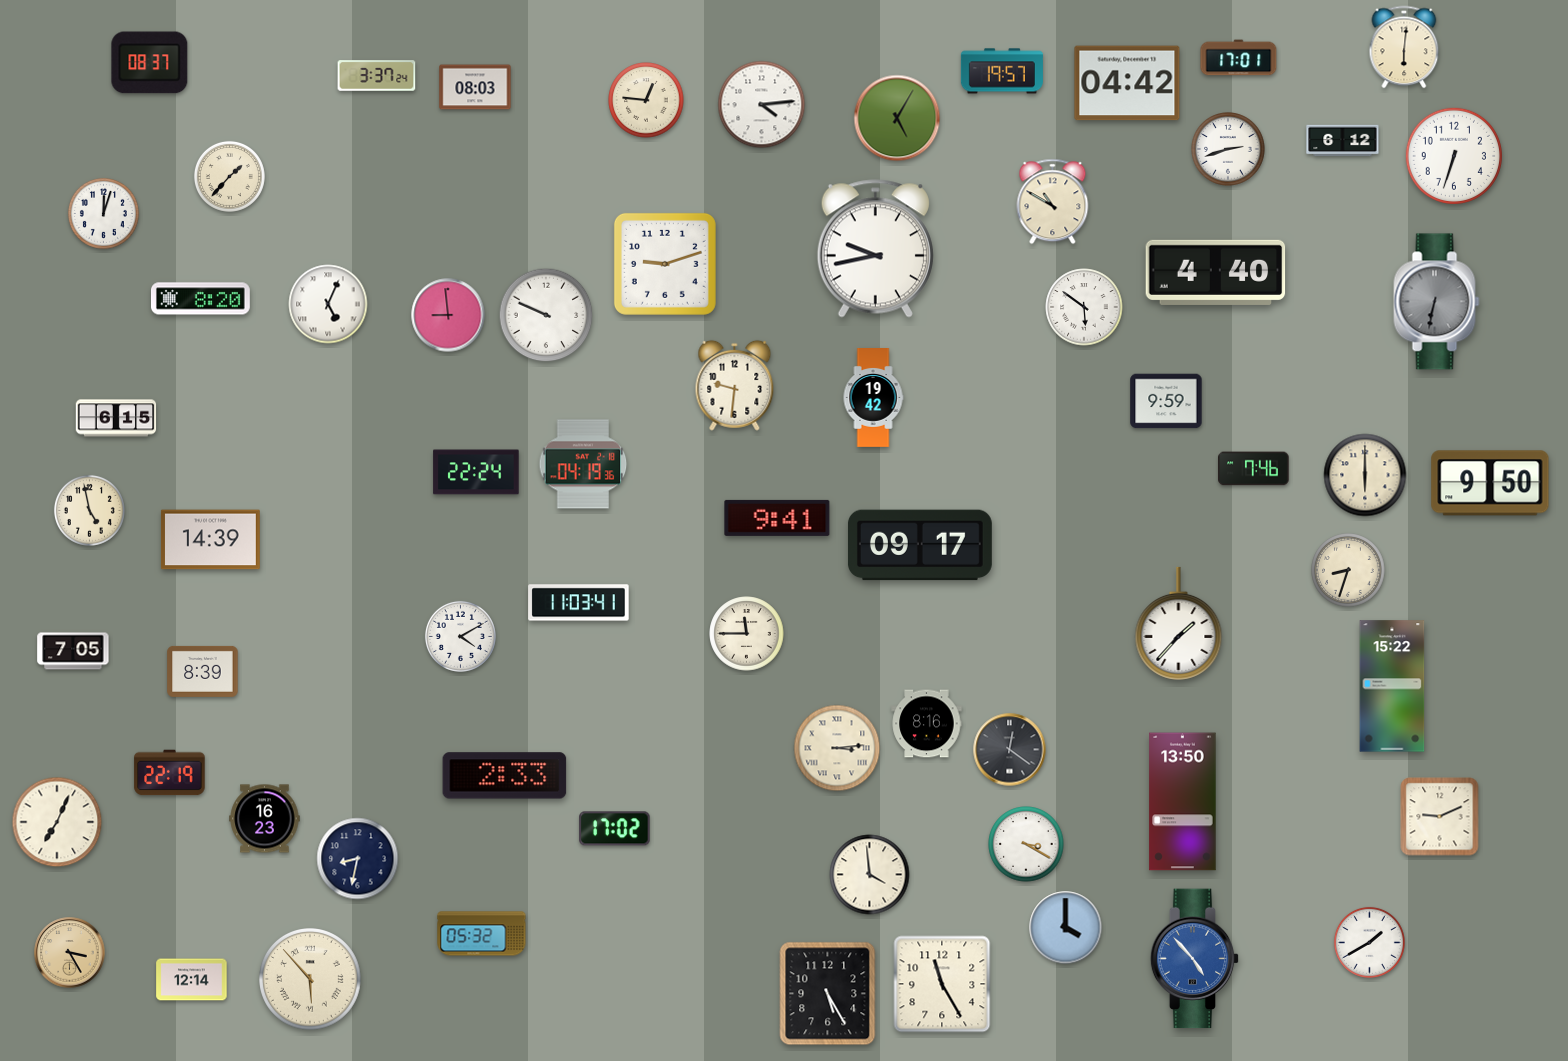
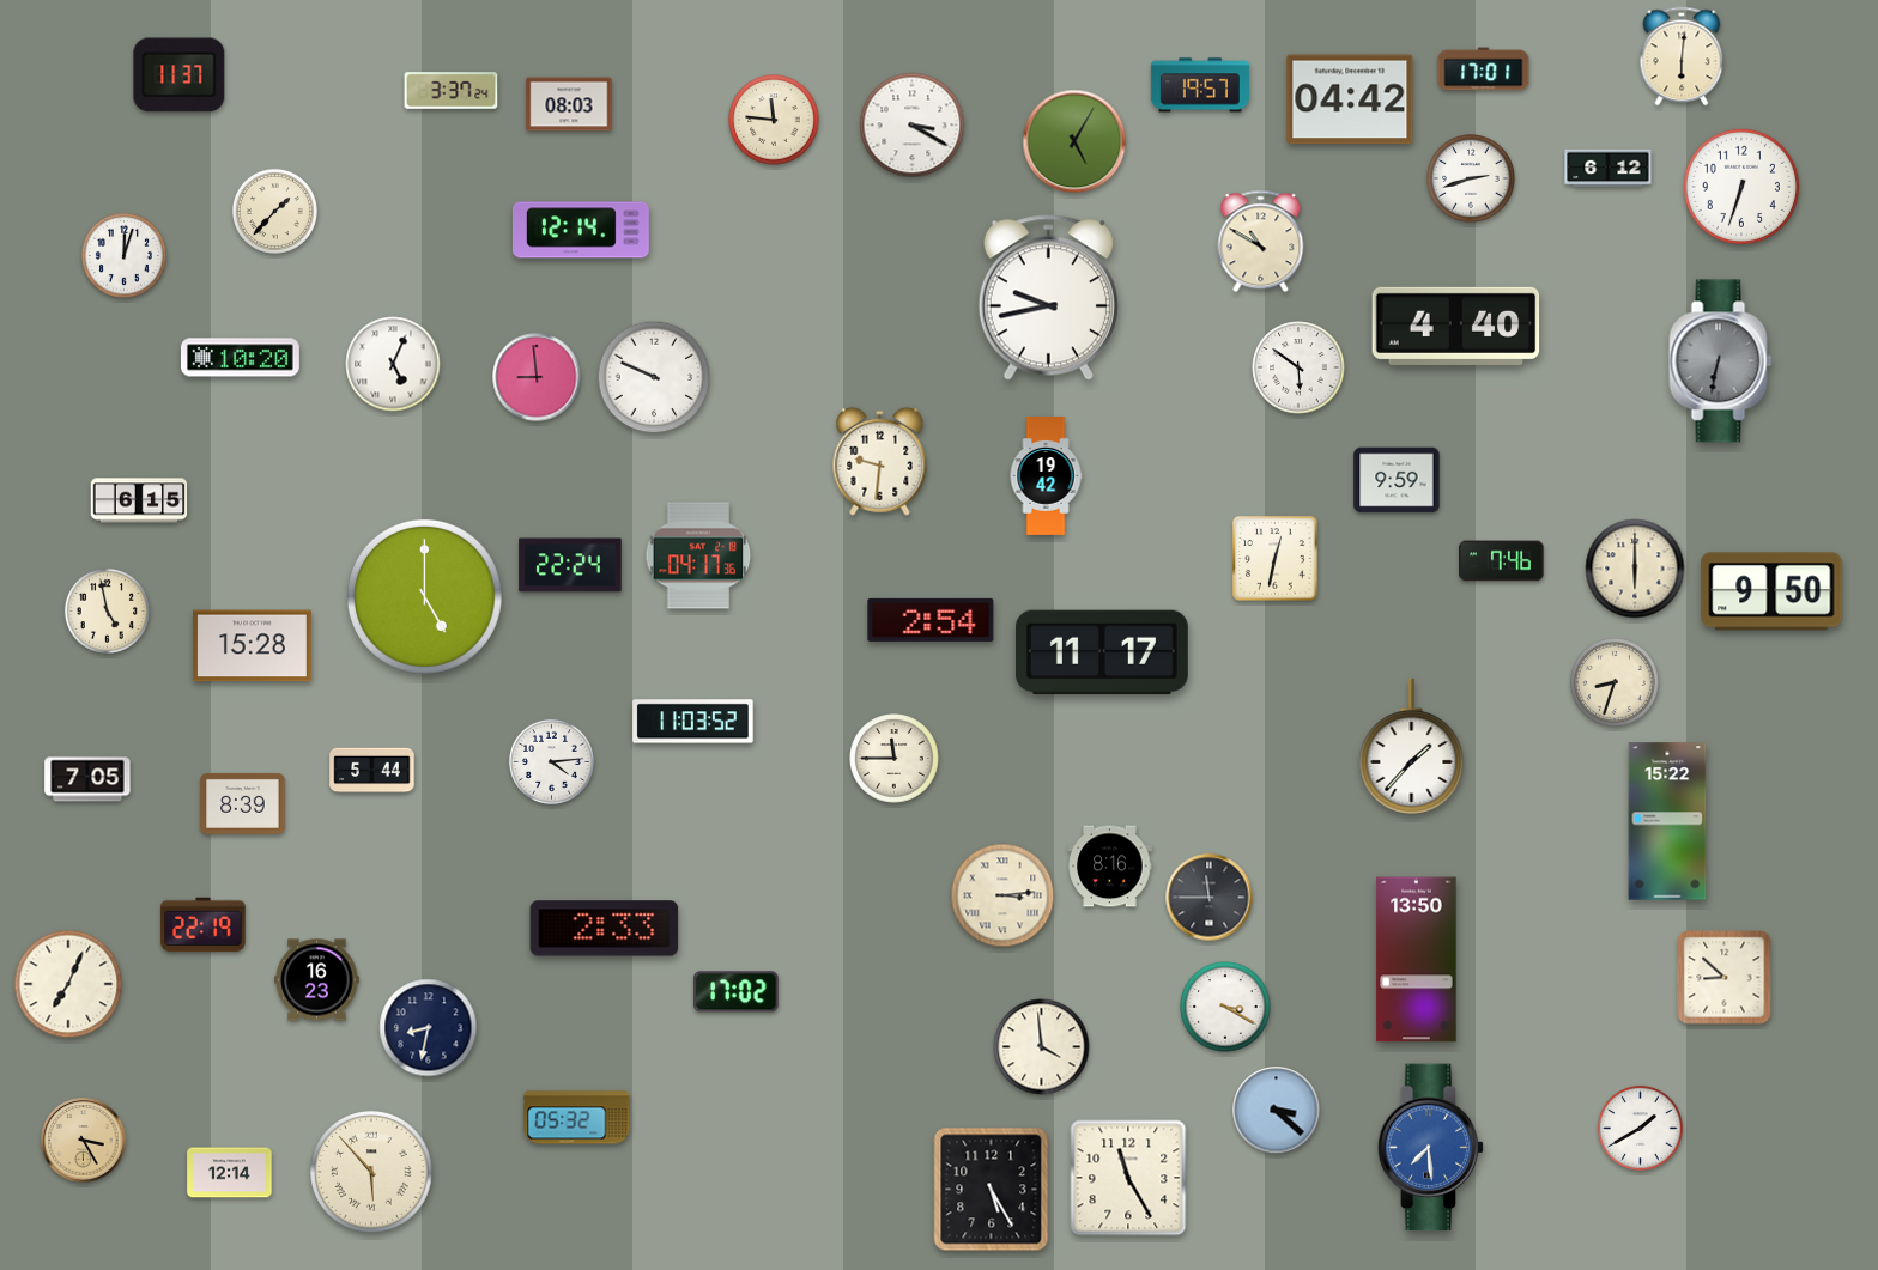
clock at (150, 63): 08:37 -> 11:37
clock at (646, 100): 12:46 -> 11:46
clock at (762, 105): 4:14 -> 3:20
clock at (581, 230): none -> 12:14
clock at (665, 264): 9:12 -> none
clock at (201, 299): 8:20 -> 10:20
clock at (583, 464): 04:19 -> 04:17
clock at (1276, 559): none -> 12:32
clock at (1490, 483) position: (1490, 483) -> (1771, 591)
clock at (424, 596): none -> 5:00
clock at (777, 518): 9:41 -> 2:54
clock at (210, 540): 14:39 -> 15:28
clock at (920, 545): 09:17 -> 11:17
clock at (579, 603): 11:03:41 -> 11:03:52
clock at (460, 636): 4:10 -> 4:14
clock at (372, 771): none -> 5:44
clock at (1010, 750): 12:21 -> 11:45
clock at (1440, 817): 9:11 -> 8:52
clock at (1026, 844) position: (1026, 844) -> (1225, 1007)
clock at (1066, 928): 4:00 -> 3:22
clock at (1195, 959): 4:53 -> 7:29
